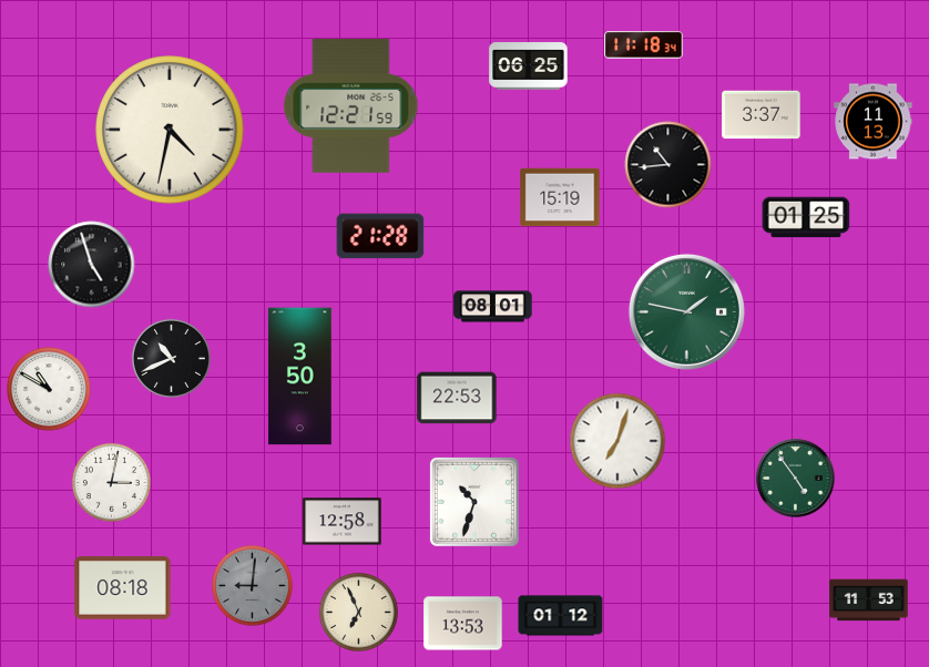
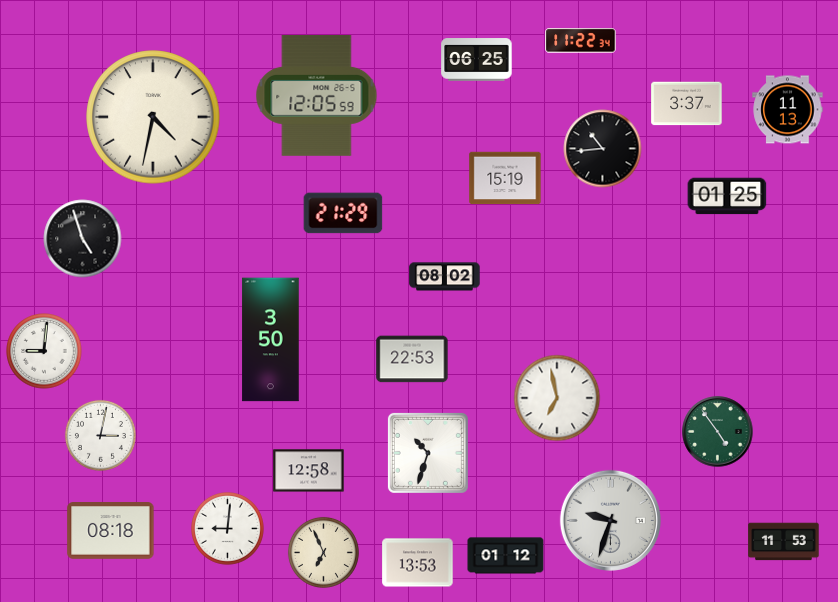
clock at (644, 45): 11:18 -> 11:22
clock at (351, 105): 12:21 -> 12:05
clock at (380, 236): 21:28 -> 21:29
clock at (493, 307): 08:01 -> 08:02
clock at (686, 311): 1:47 -> none
clock at (171, 358): 10:41 -> none
clock at (49, 389): 10:50 -> 9:01
clock at (617, 441): 7:03 -> 6:58
clock at (610, 520): none -> 9:33
clock at (253, 586) dial: grey -> white
